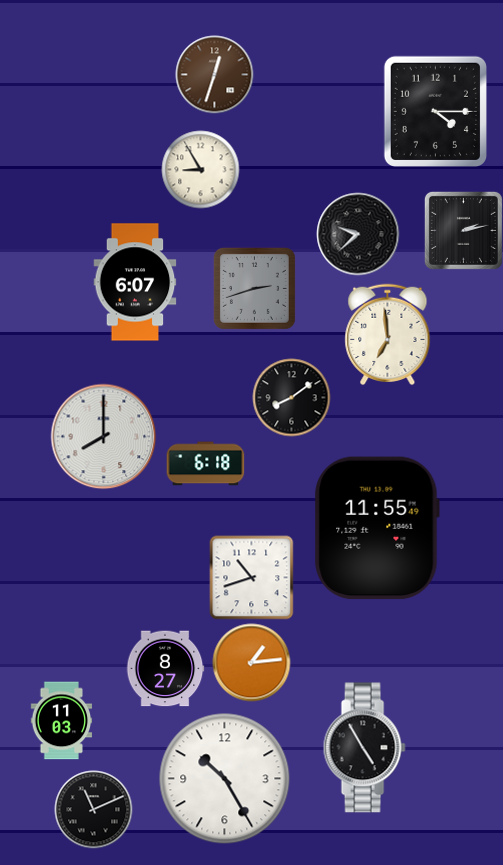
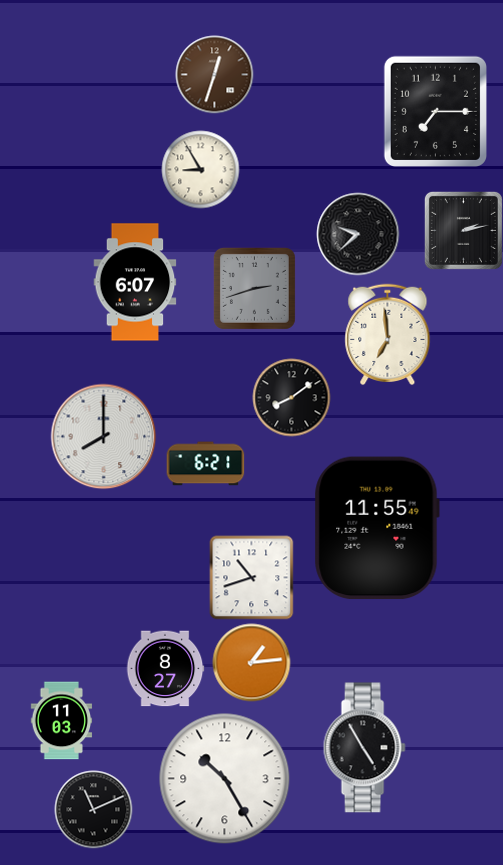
clock at (435, 111): 4:15 -> 7:15
clock at (205, 464): 6:18 -> 6:21
